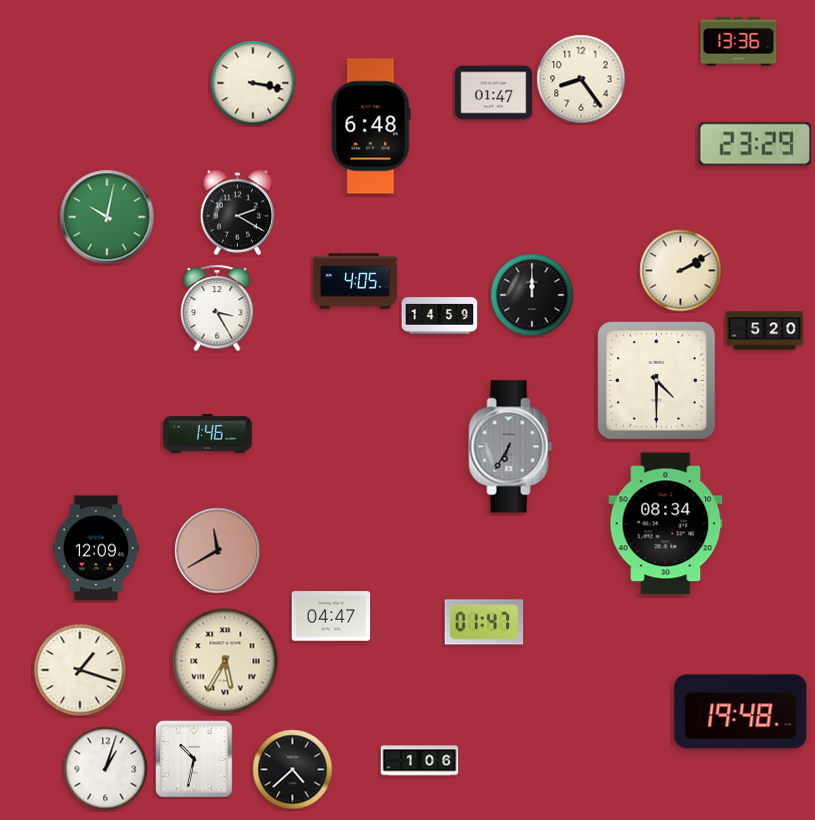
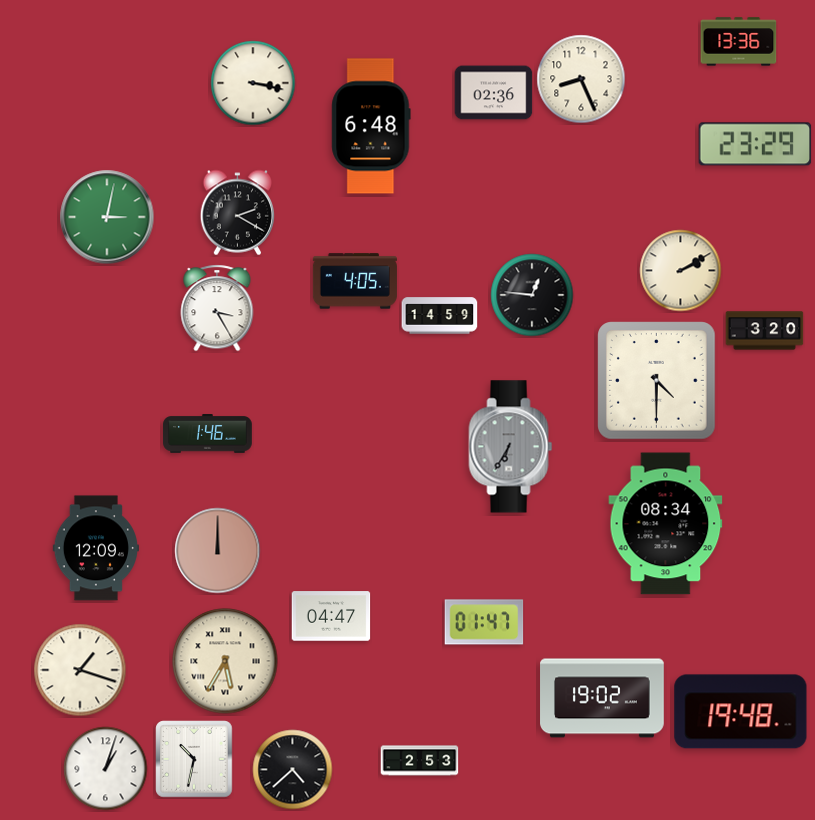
clock at (581, 79): 8:24 -> 8:26
clock at (494, 93): 01:47 -> 02:36
clock at (107, 217): 10:02 -> 3:02
clock at (532, 295): 12:00 -> 12:46
clock at (765, 331): 5:20 -> 3:20
clock at (218, 551): 11:40 -> 12:00
clock at (602, 698): none -> 19:02
clock at (420, 761): 1:06 -> 2:53
